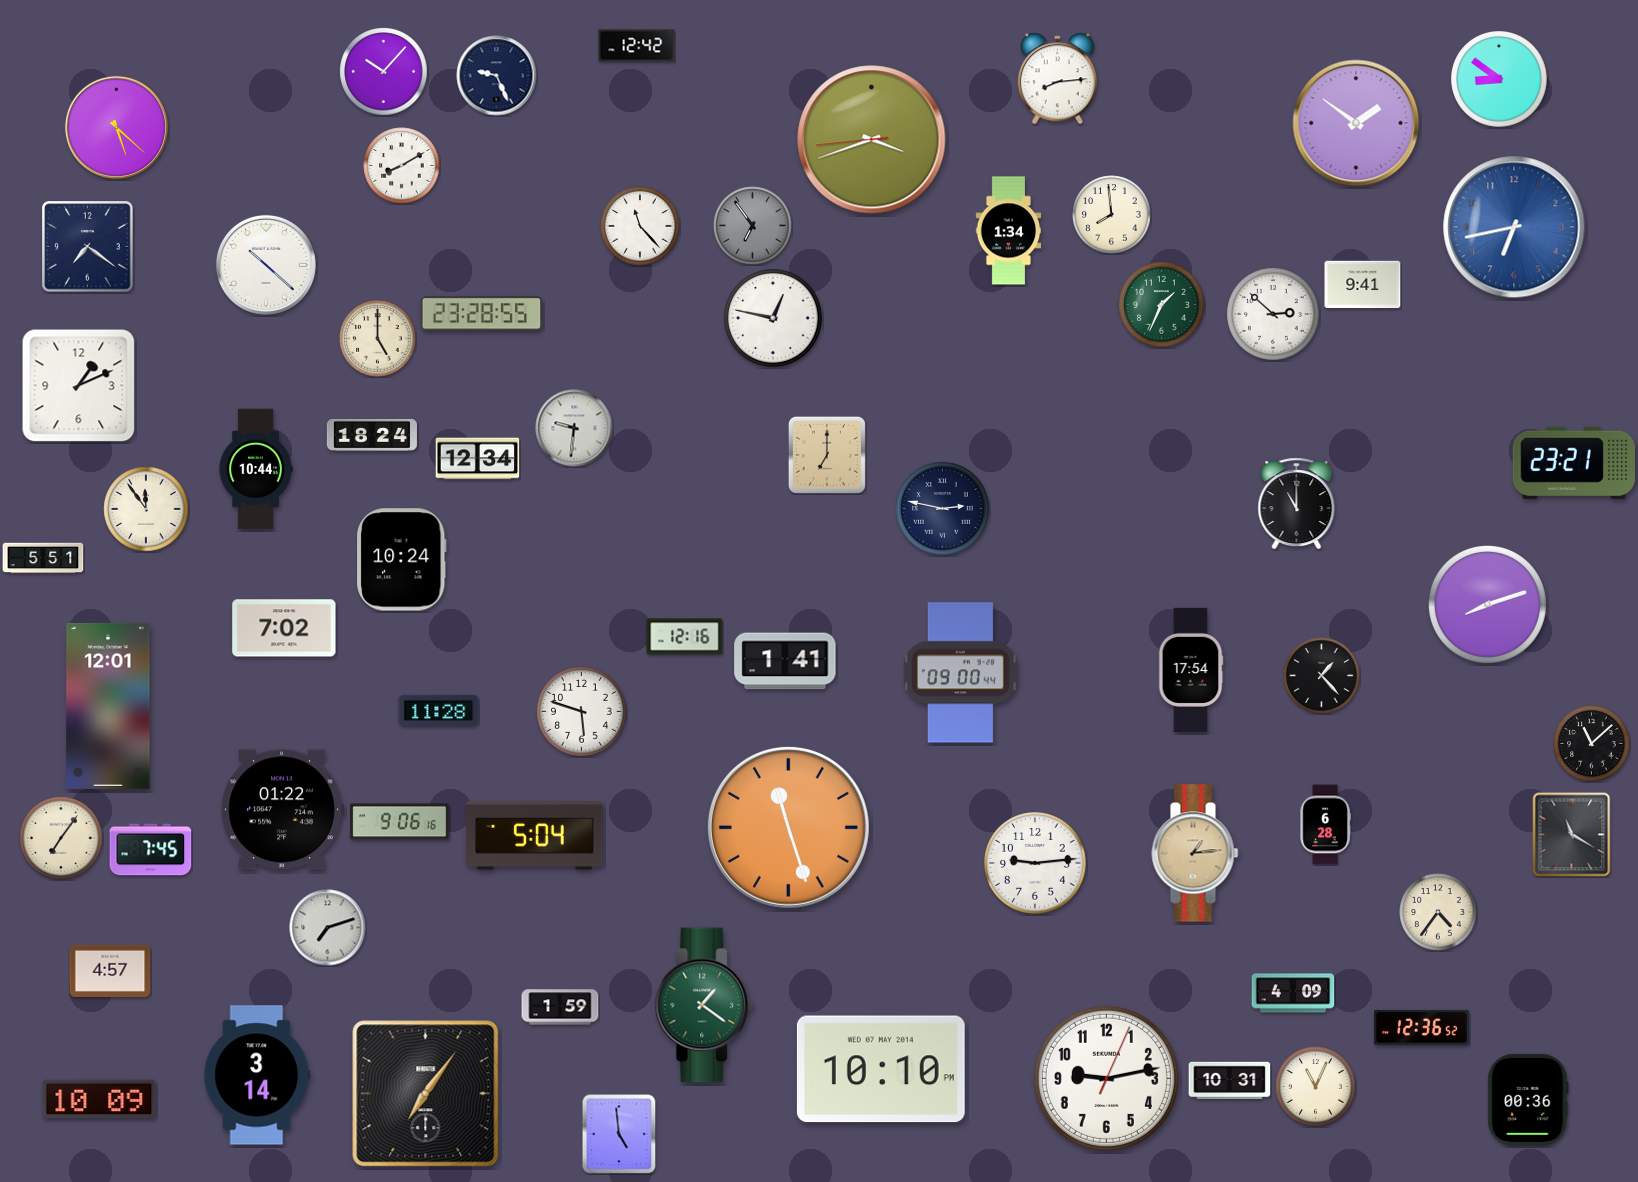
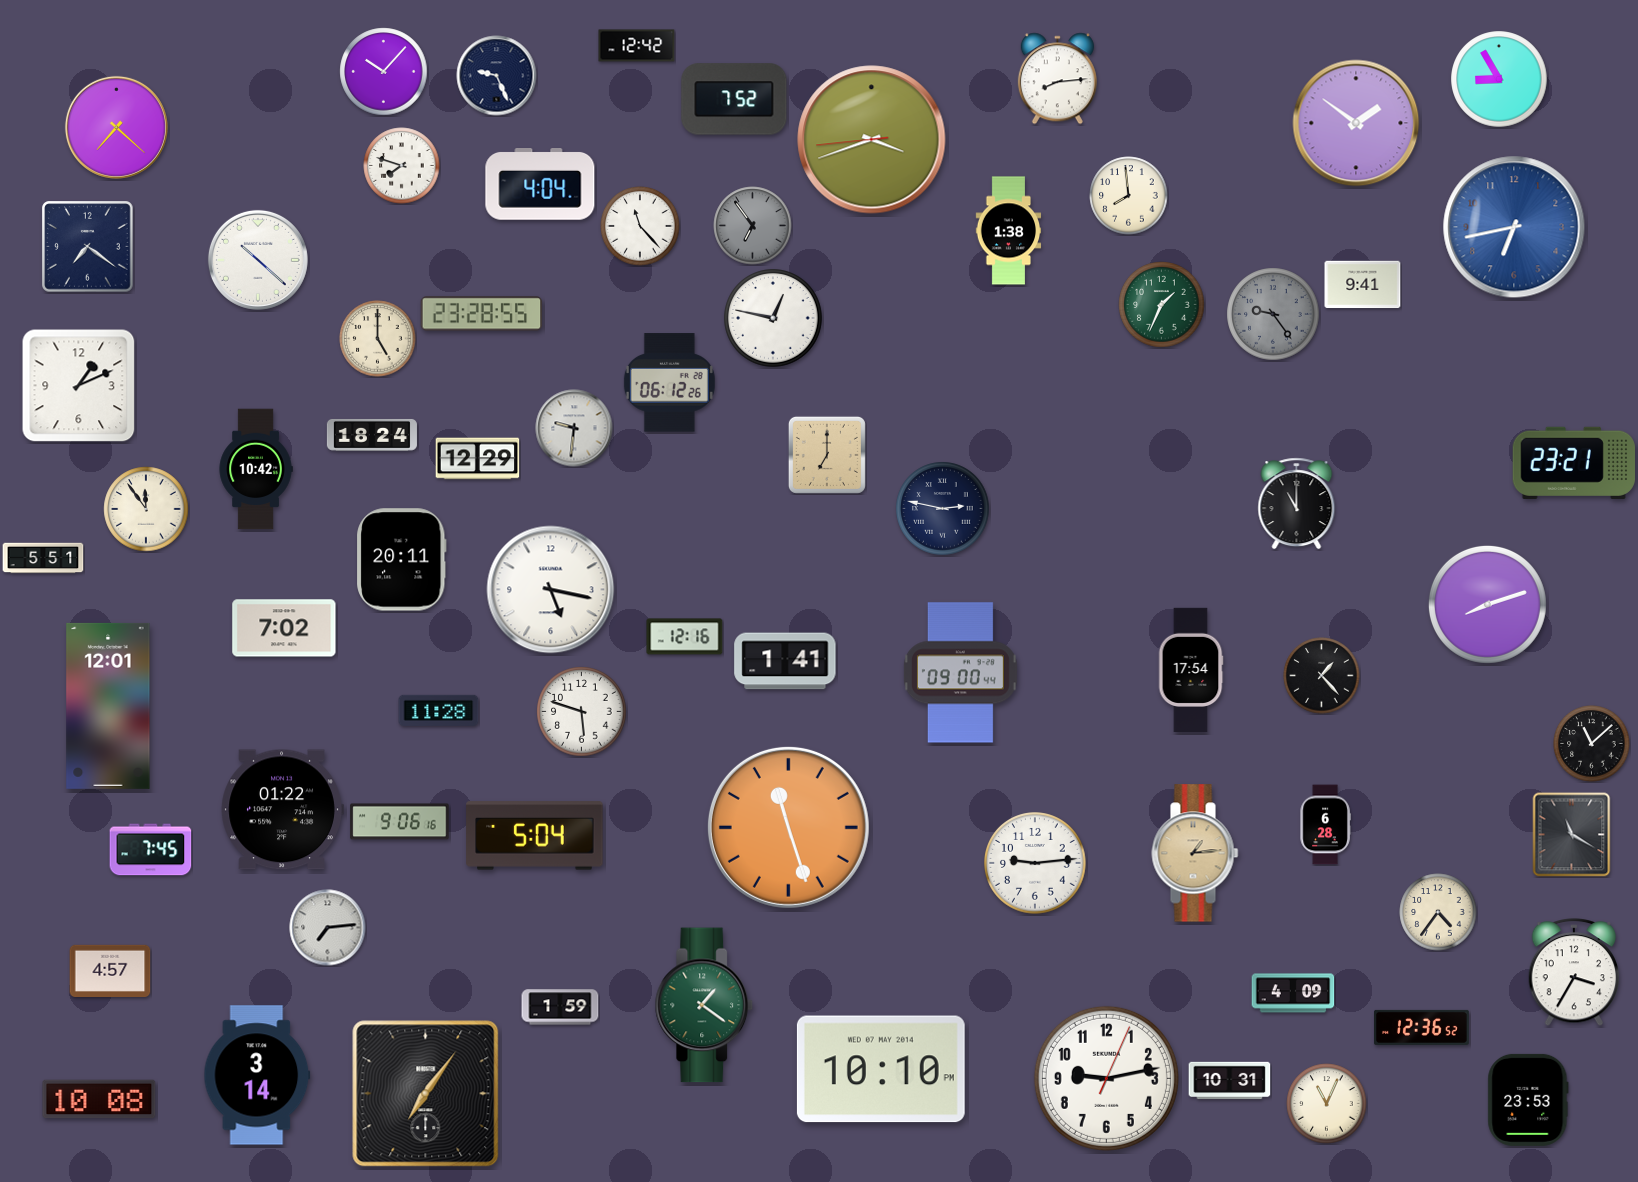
clock at (1499, 79): 8:51 -> 8:55
clock at (734, 99): none -> 7:52
clock at (116, 127): 5:22 -> 7:22
clock at (402, 166): 8:10 -> 7:48
clock at (540, 185): none -> 4:04
clock at (1112, 215) position: (1112, 215) -> (1129, 196)
clock at (1009, 231): 1:34 -> 1:38
clock at (266, 265) position: (266, 265) -> (258, 260)
clock at (1273, 314): 2:52 -> 9:24
clock at (1273, 314) dial: white -> grey
clock at (669, 383): none -> 06:12
clock at (478, 459): 12:34 -> 12:29
clock at (256, 469): 10:44 -> 10:42
clock at (402, 560): 10:24 -> 20:11
clock at (551, 590): none -> 5:17
clock at (61, 838): 7:06 -> none
clock at (328, 928): 7:12 -> 7:14
clock at (1574, 973): none -> 3:35
clock at (1316, 1087) position: (1316, 1087) -> (1327, 1104)
clock at (99, 1099): 10:09 -> 10:08
clock at (1528, 1100): 00:36 -> 23:53
clock at (619, 1134): 4:59 -> none
